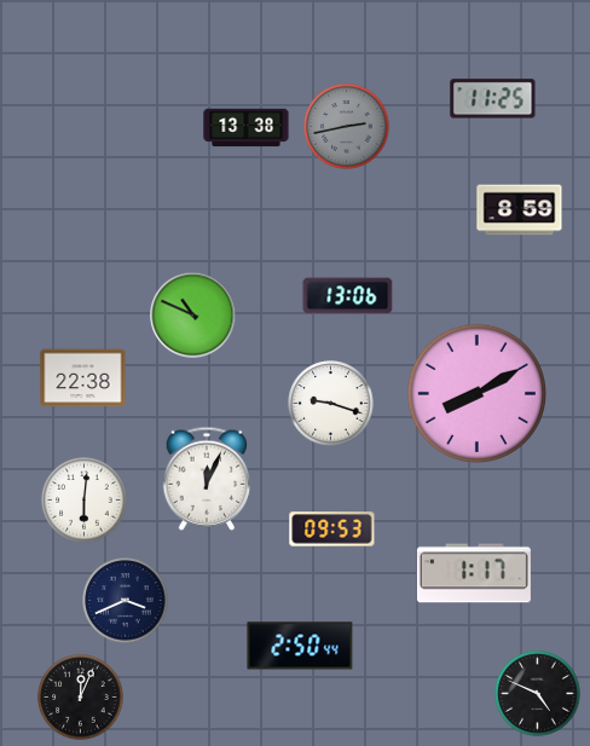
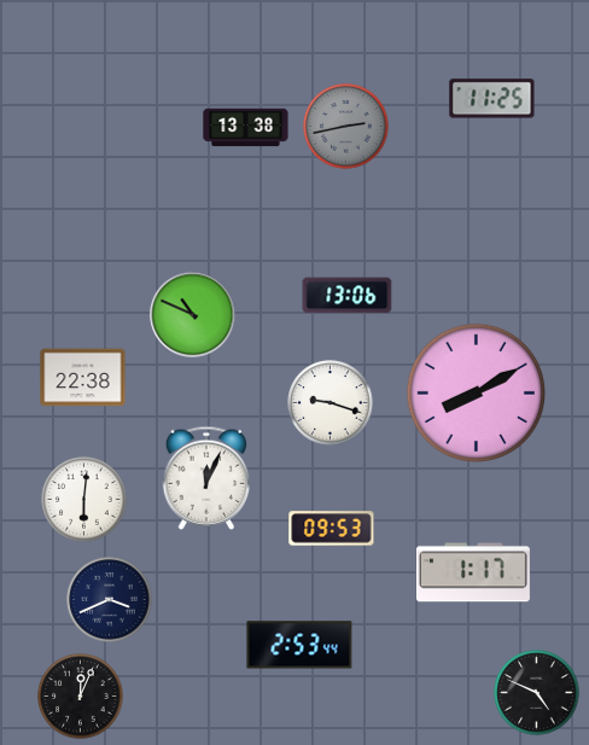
clock at (520, 210): 8:59 -> none
clock at (126, 601) position: (126, 601) -> (110, 600)
clock at (300, 646): 2:50 -> 2:53
